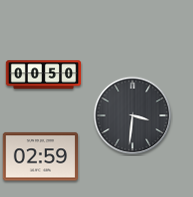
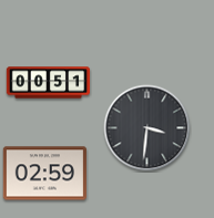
clock at (44, 75): 00:50 -> 00:51
